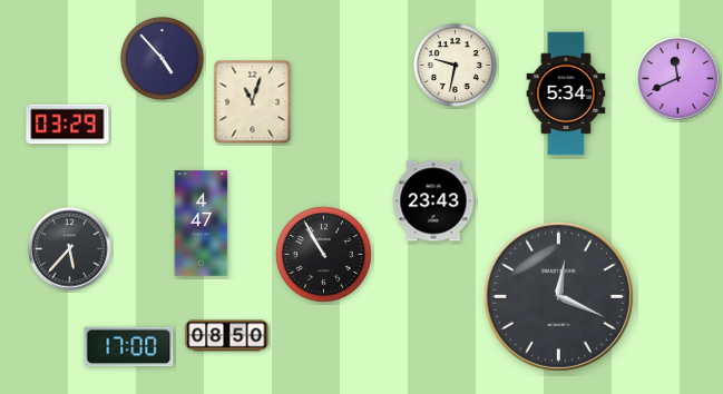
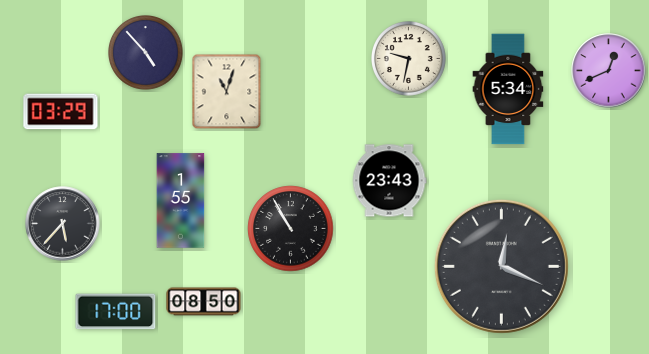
clock at (678, 79): 11:41 -> 12:41
clock at (566, 93) position: (566, 93) -> (508, 89)
clock at (202, 224): 4:47 -> 1:55
